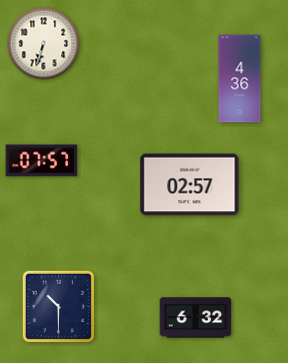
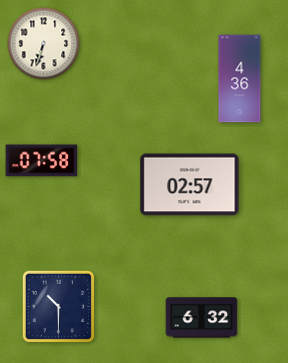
clock at (42, 161): 07:57 -> 07:58
clock at (196, 318) position: (196, 318) -> (202, 318)
